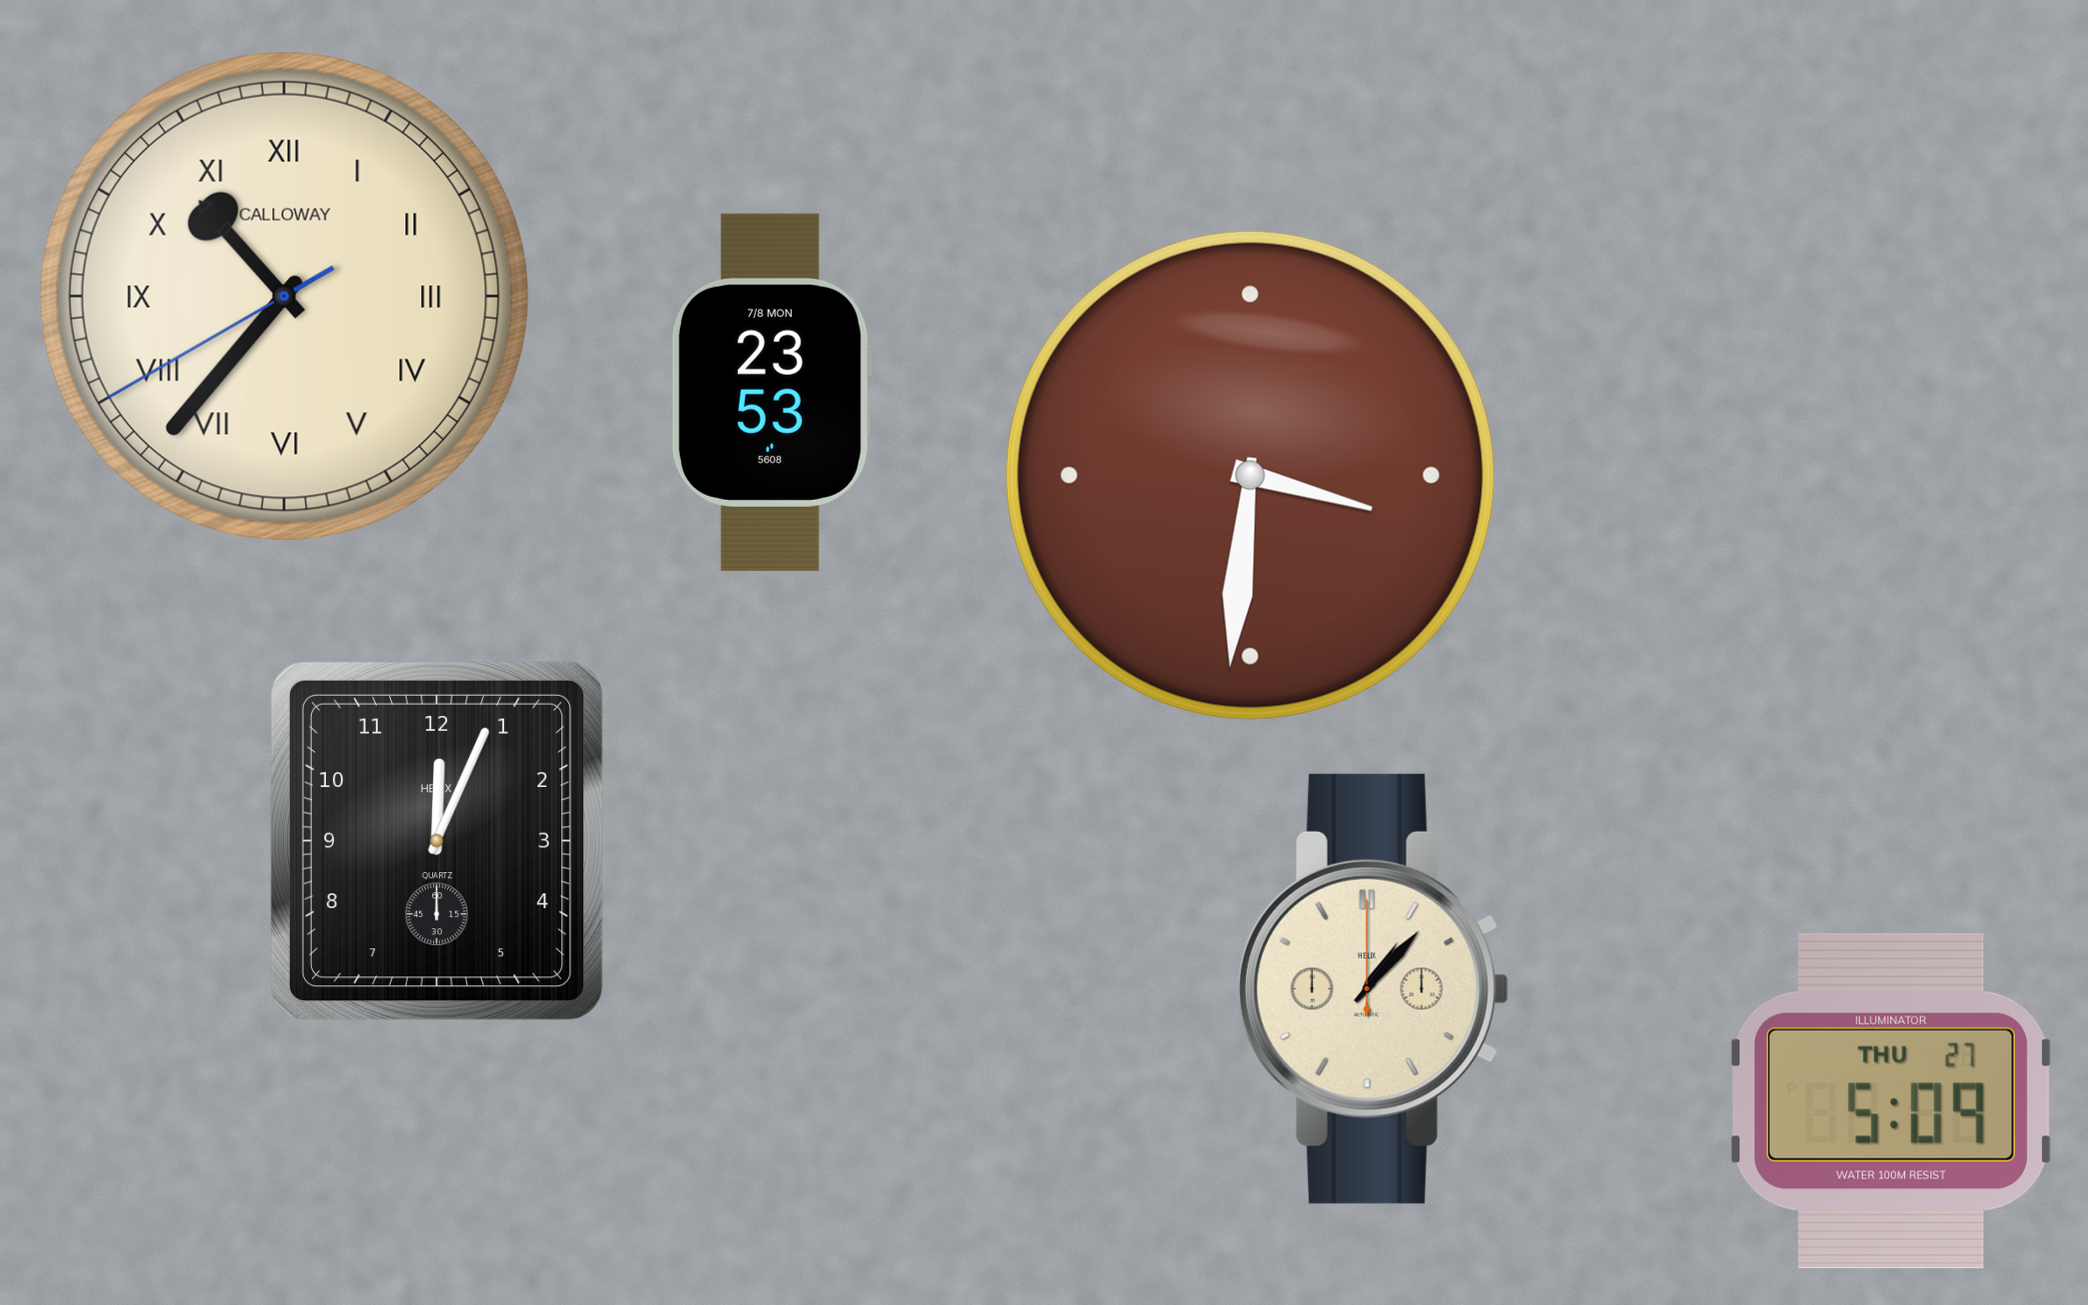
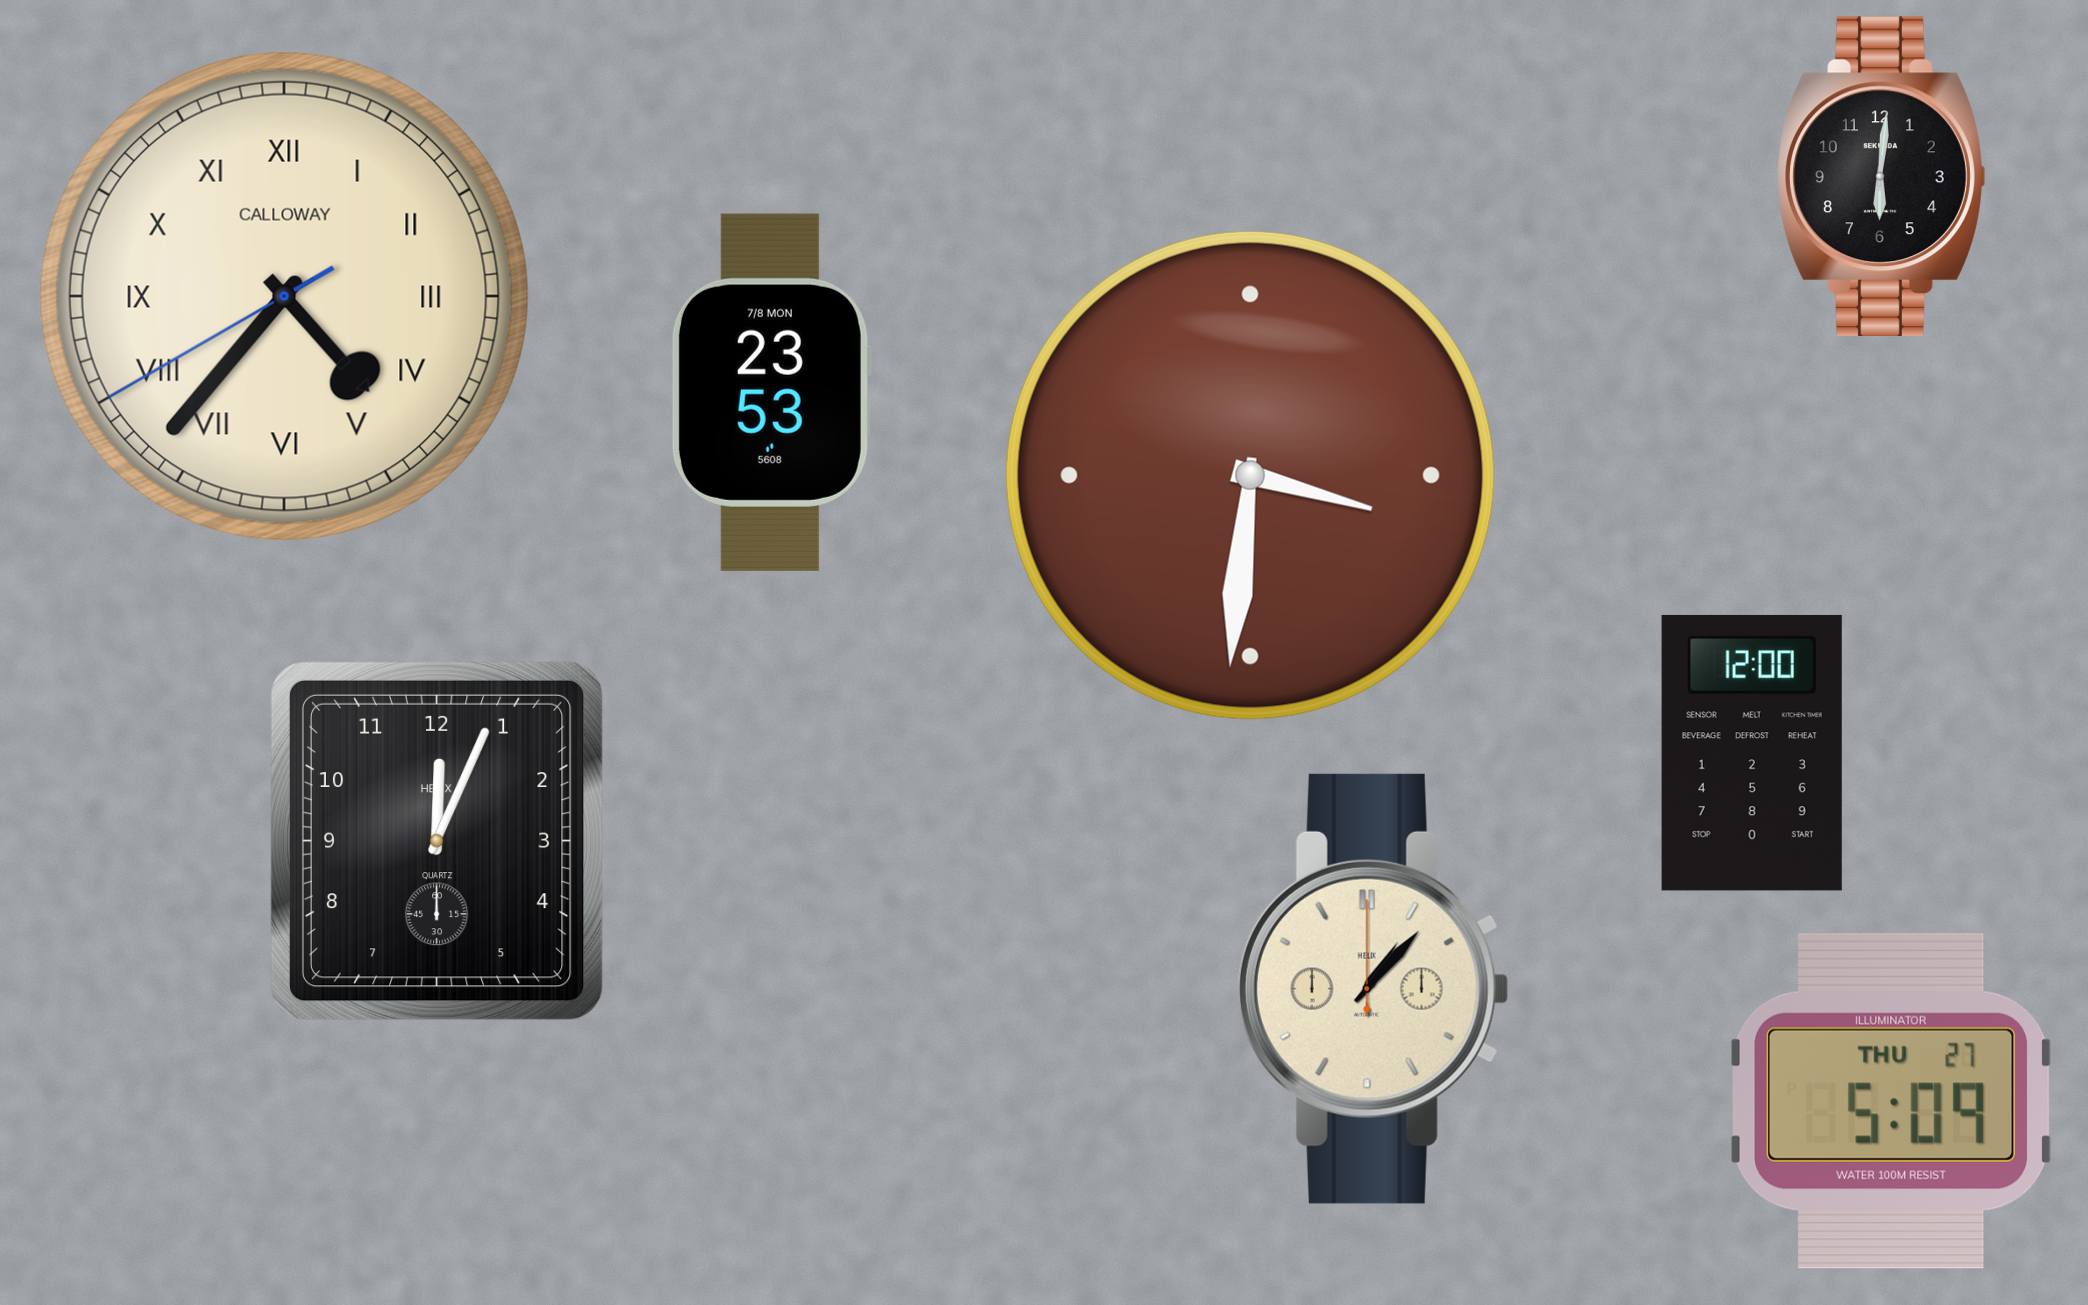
clock at (1881, 176): none -> 6:01
clock at (284, 296): 10:36 -> 4:36
clock at (1752, 753): none -> 12:00
